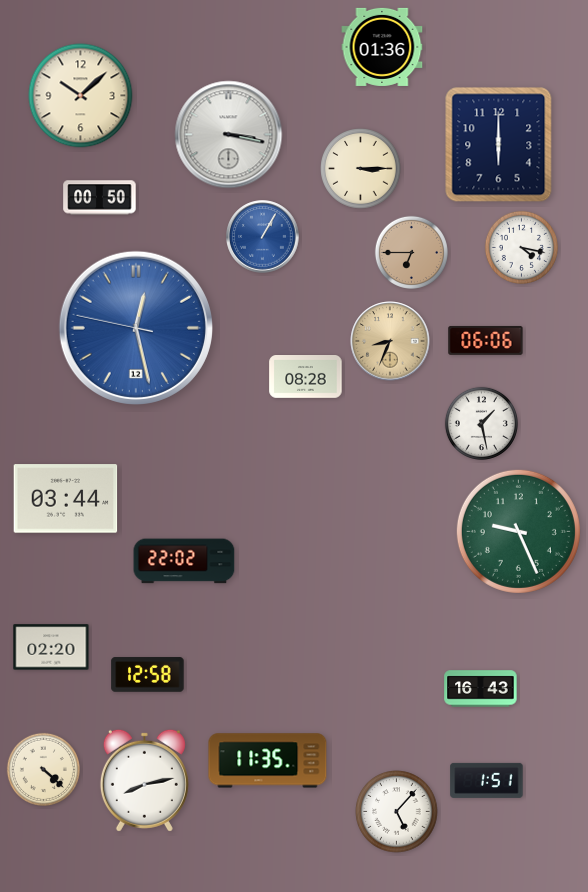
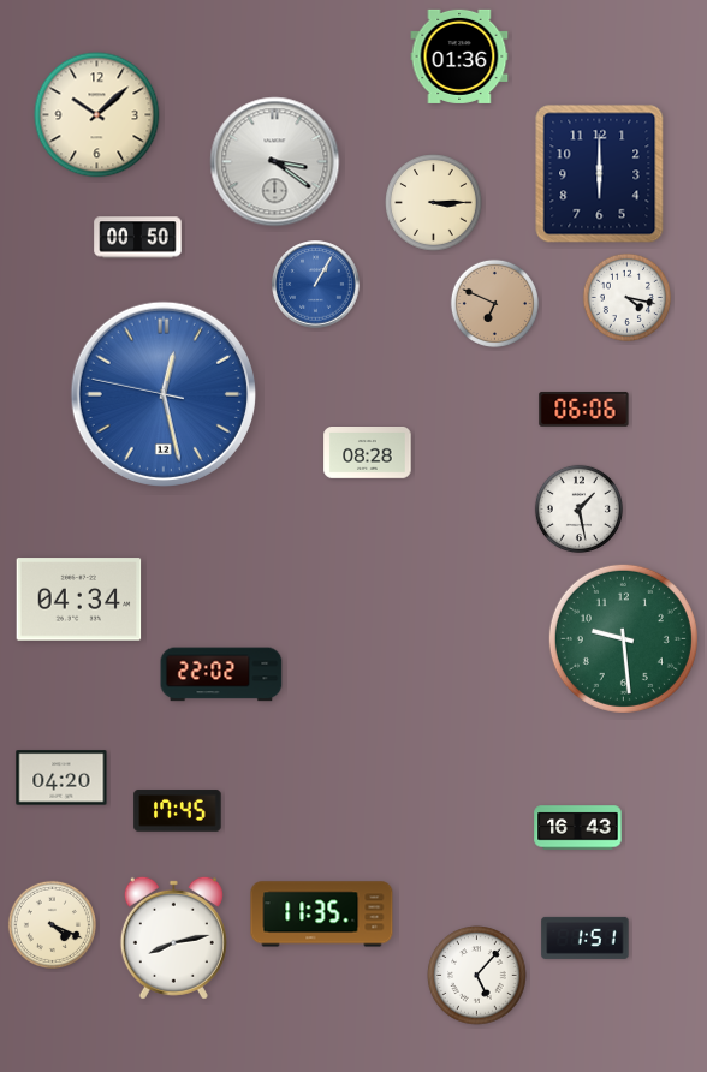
clock at (229, 135): 3:17 -> 3:21
clock at (100, 198) position: (100, 198) -> (138, 238)
clock at (411, 252): 6:45 -> 6:49
clock at (390, 341): 8:34 -> none
clock at (66, 499): 03:44 -> 04:34
clock at (518, 531): 9:26 -> 9:29
clock at (51, 647): 02:20 -> 04:20
clock at (148, 675): 12:58 -> 17:45
clock at (43, 769): 4:22 -> 4:19
